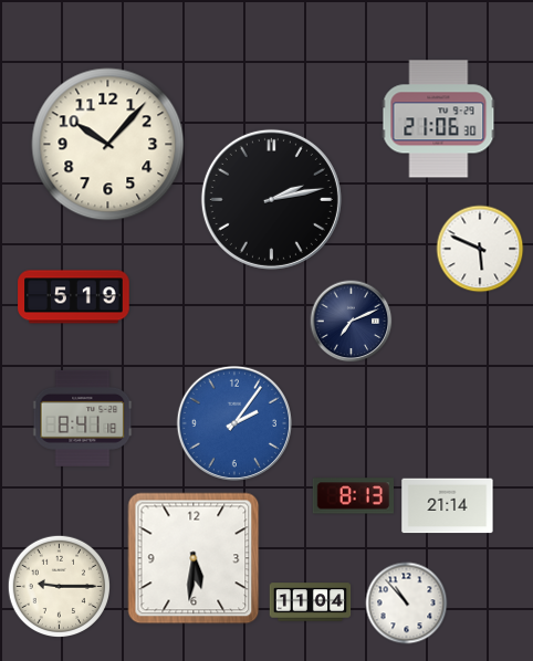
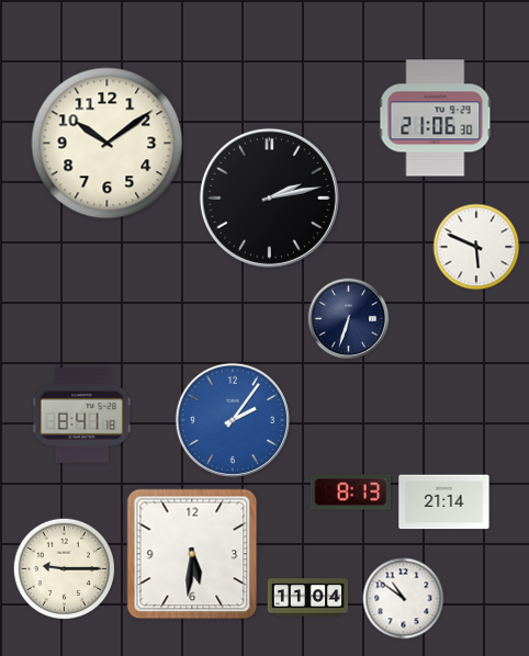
clock at (108, 145): 10:07 -> 10:09
clock at (74, 297): 5:19 -> none
clock at (352, 322): 7:11 -> 6:33
clock at (60, 587) position: (60, 587) -> (65, 569)
clock at (407, 604): 10:53 -> 10:51
